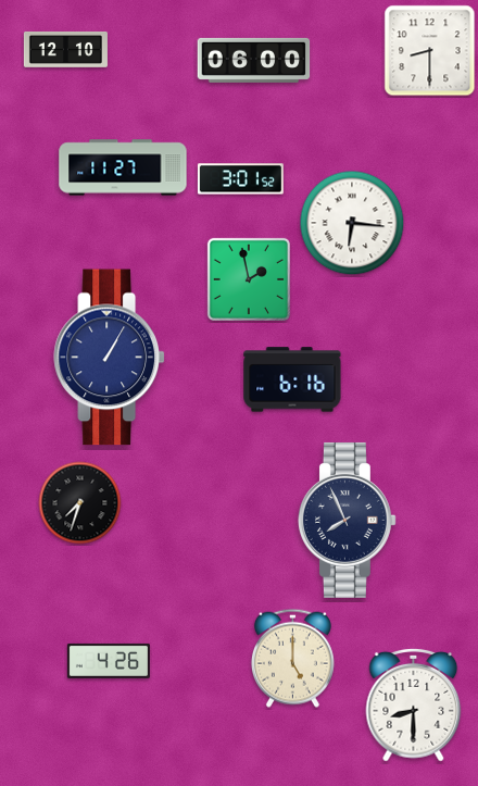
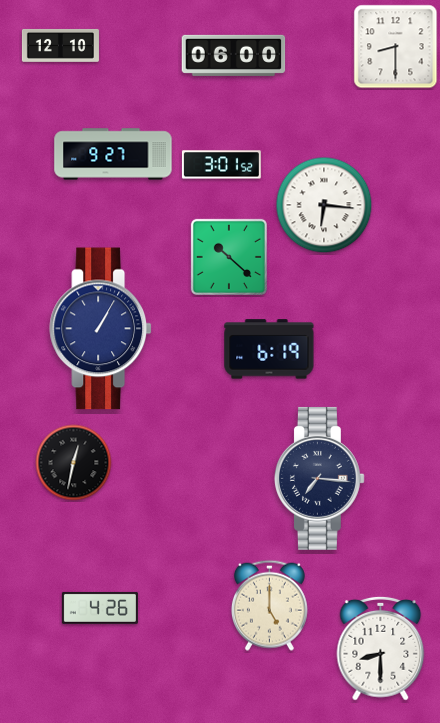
clock at (123, 167): 11:27 -> 9:27
clock at (249, 279): 1:58 -> 10:22
clock at (292, 379): 6:16 -> 6:19
clock at (80, 503): 7:33 -> 12:32
clock at (347, 520): 7:56 -> 7:16
